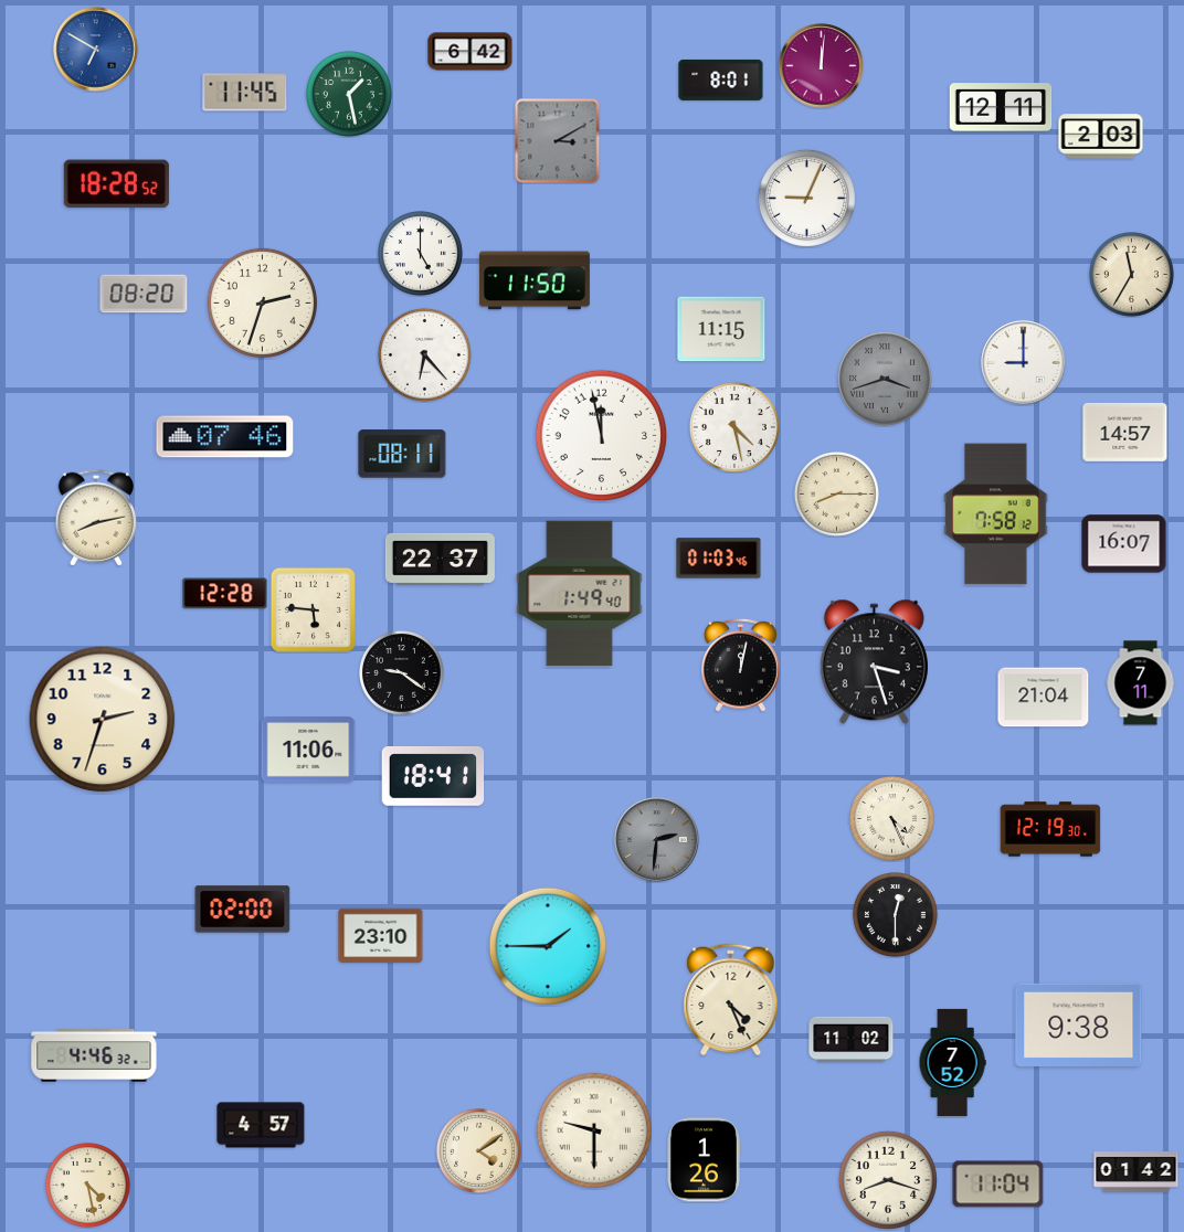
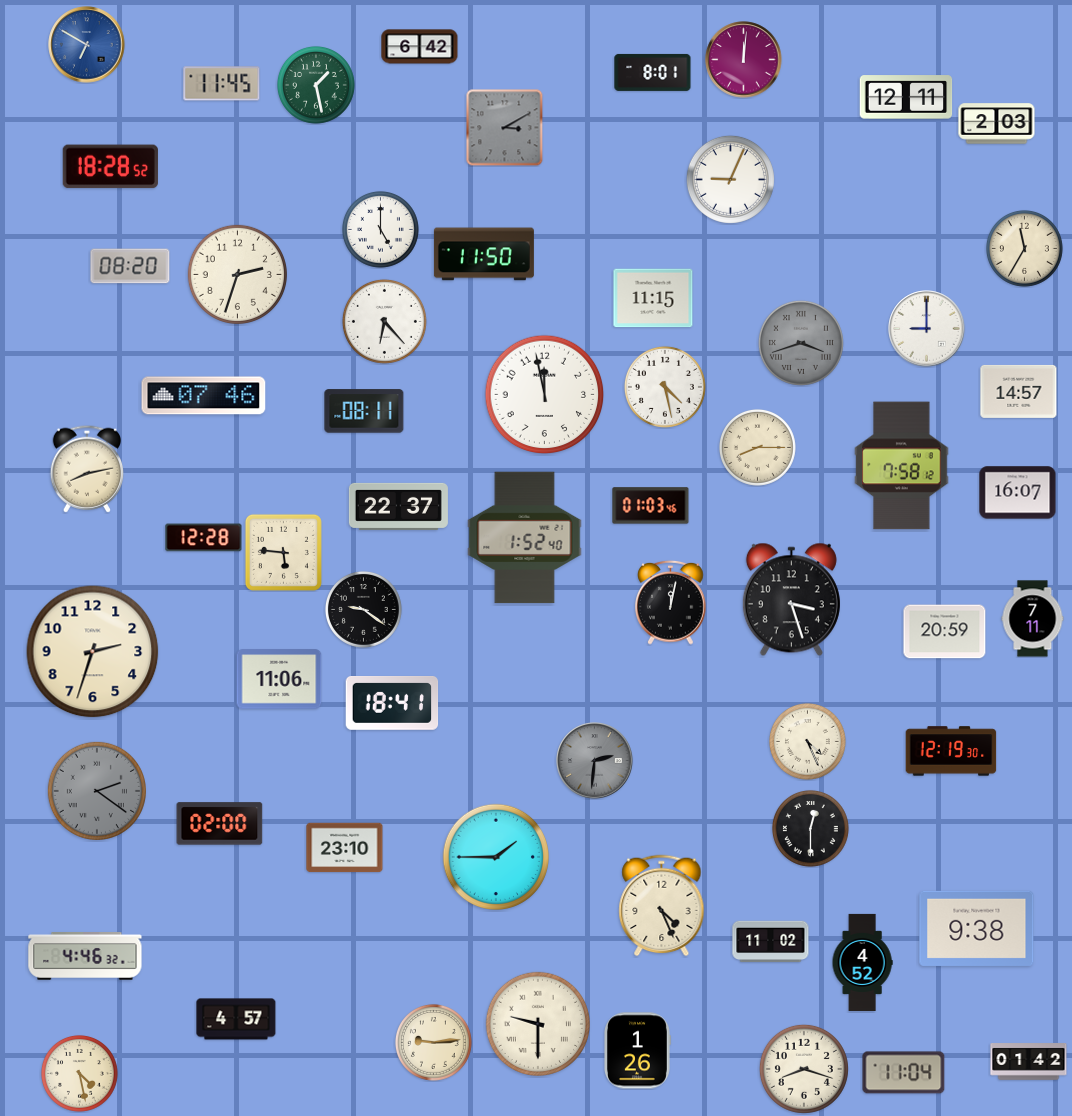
clock at (471, 52) position: (471, 52) -> (420, 47)
clock at (116, 184) position: (116, 184) -> (110, 167)
clock at (580, 594): 1:49 -> 1:52
clock at (1044, 698): 21:04 -> 20:59
clock at (97, 791): none -> 2:21
clock at (952, 1062): 7:52 -> 4:52
clock at (478, 1150): 4:09 -> 9:14
